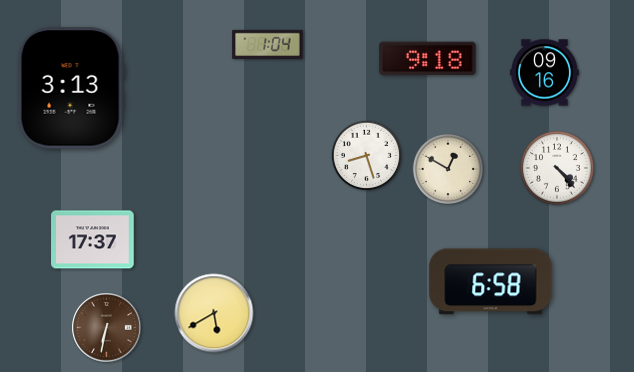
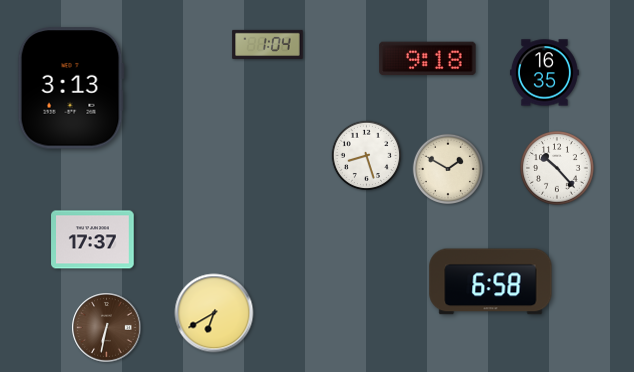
clock at (544, 73): 09:16 -> 16:35
clock at (447, 168): 12:50 -> 1:50
clock at (557, 168): 4:23 -> 10:23
clock at (214, 313): 5:40 -> 6:40
